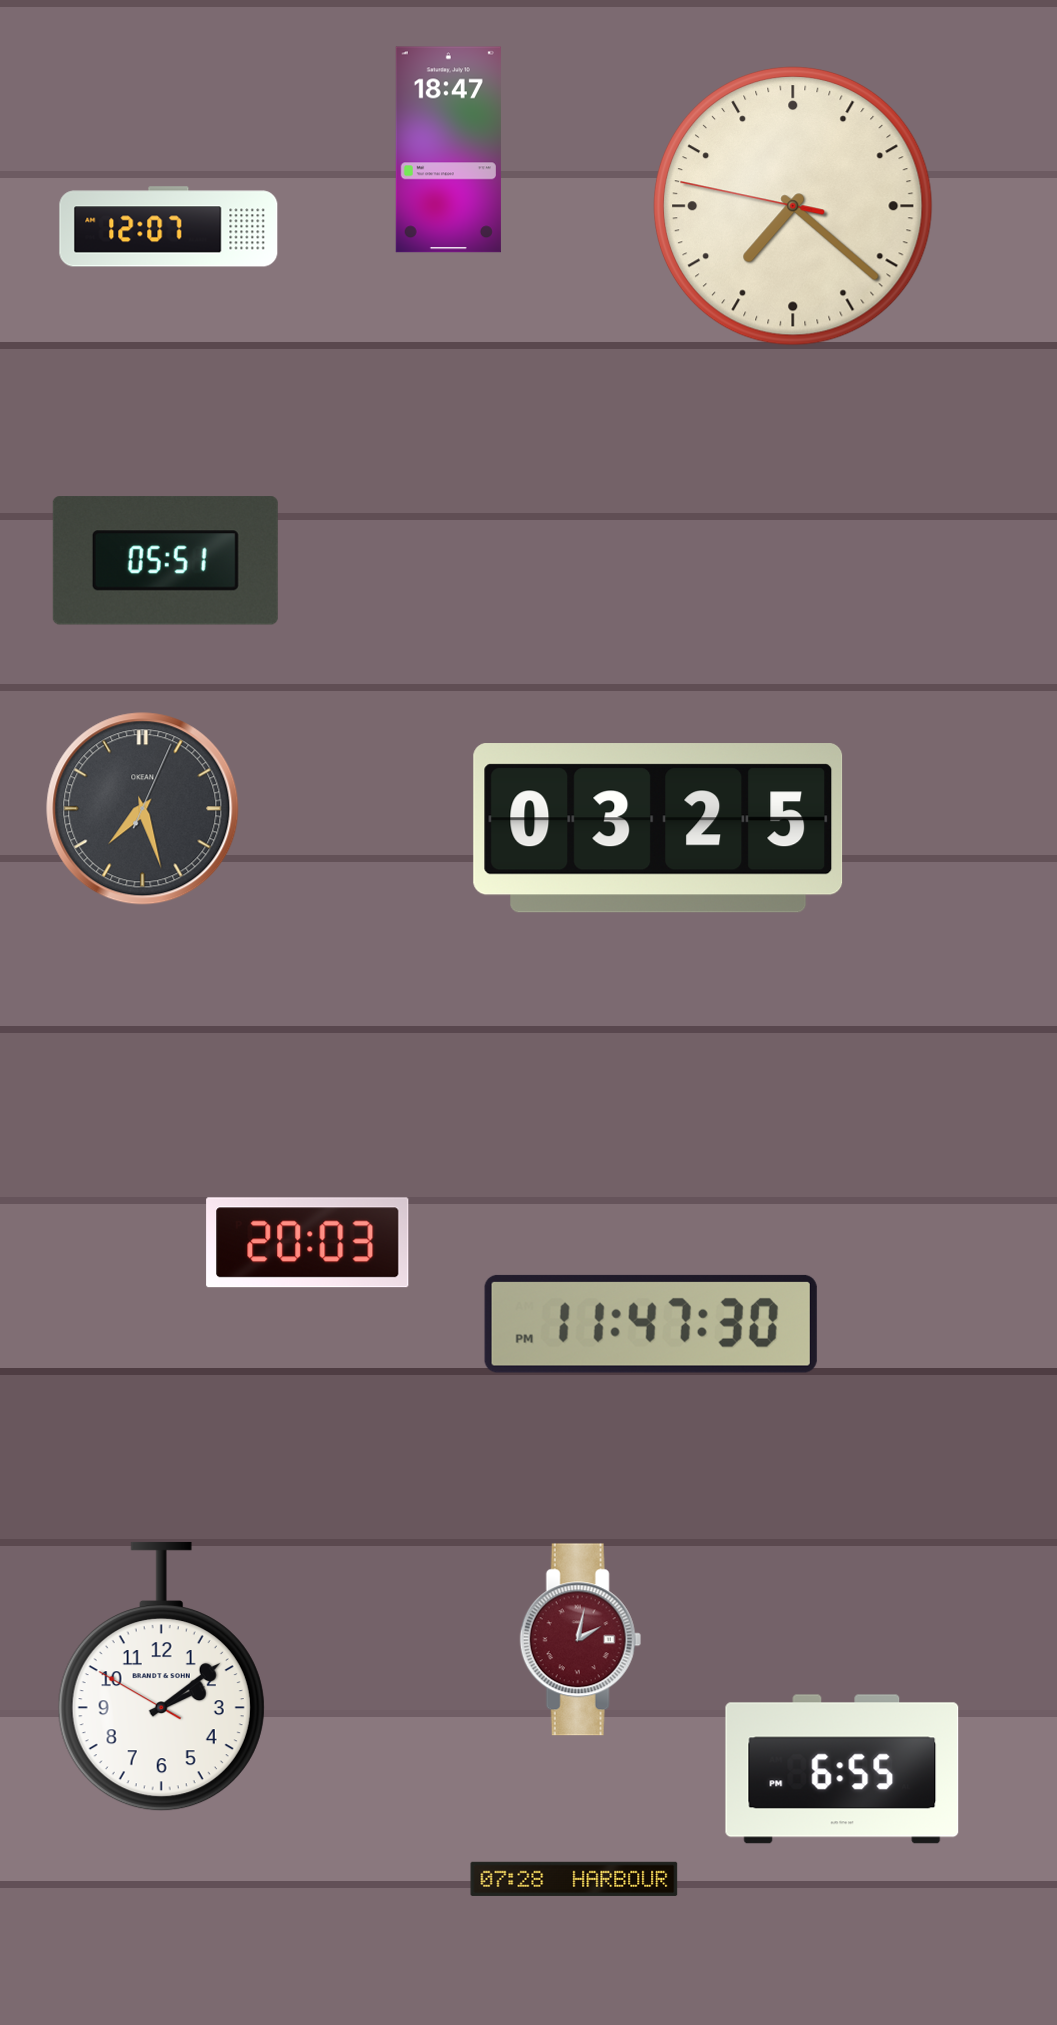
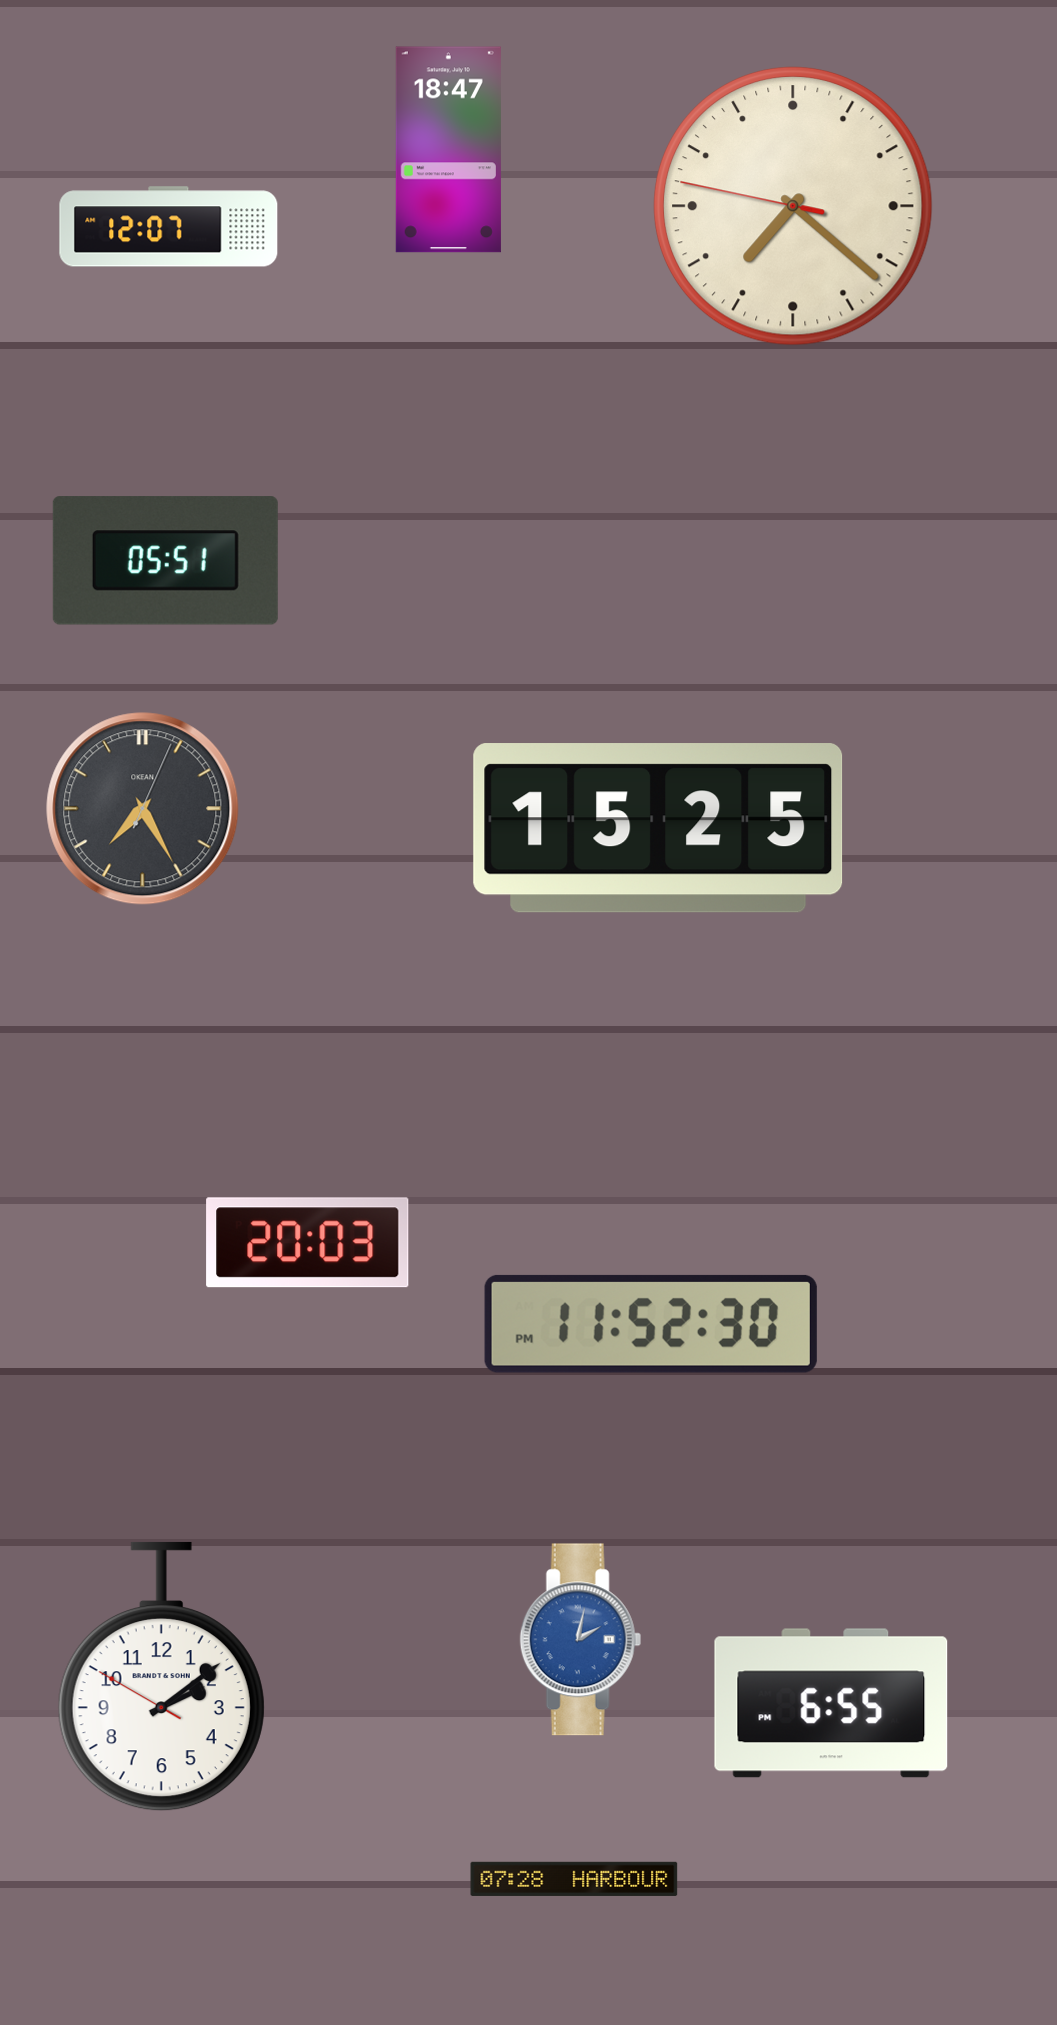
clock at (143, 809): 7:27 -> 7:25
clock at (658, 828): 03:25 -> 15:25
clock at (651, 1324): 11:47 -> 11:52
clock at (580, 1640) dial: burgundy -> blue
clock at (842, 1769) position: (842, 1769) -> (831, 1703)
